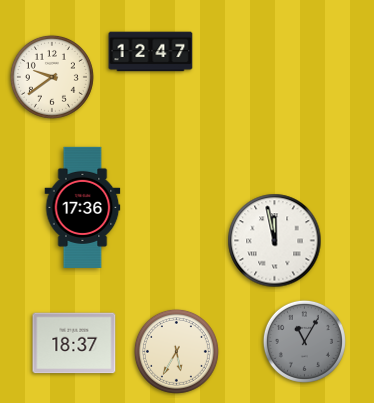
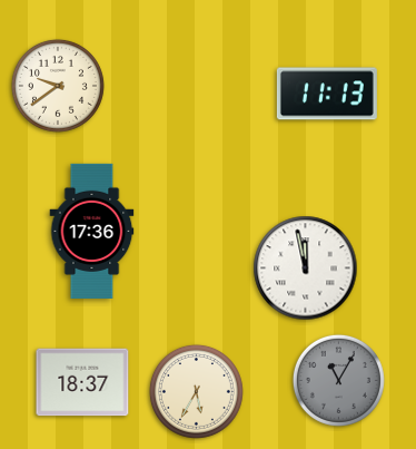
clock at (151, 52): 12:47 -> none
clock at (327, 94): none -> 11:13
